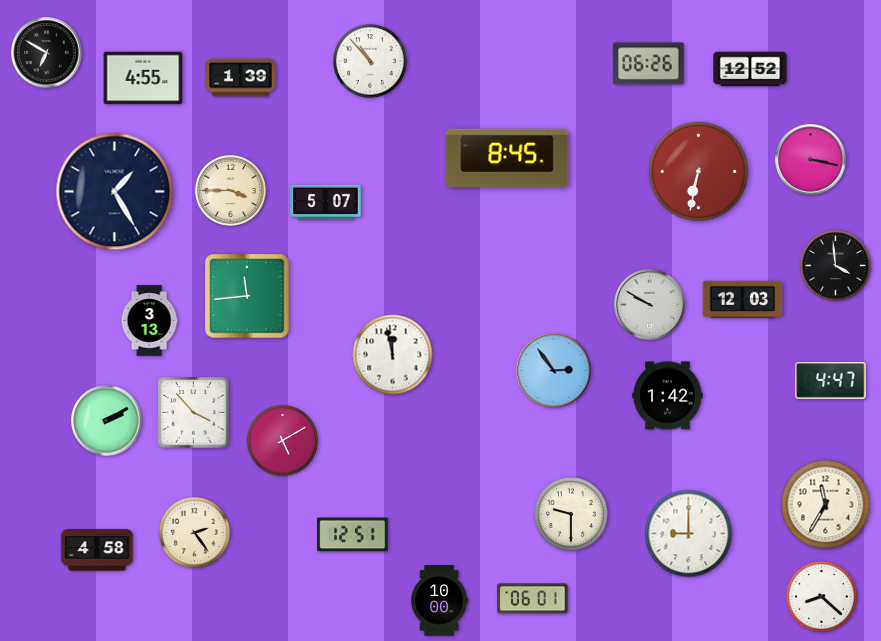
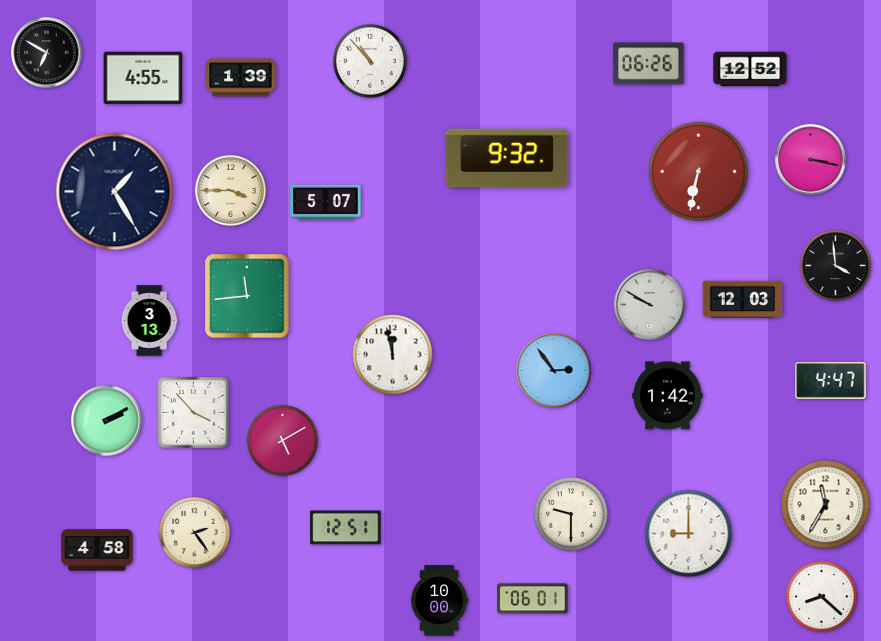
clock at (507, 158): 8:45 -> 9:32
clock at (353, 535) position: (353, 535) -> (346, 528)
